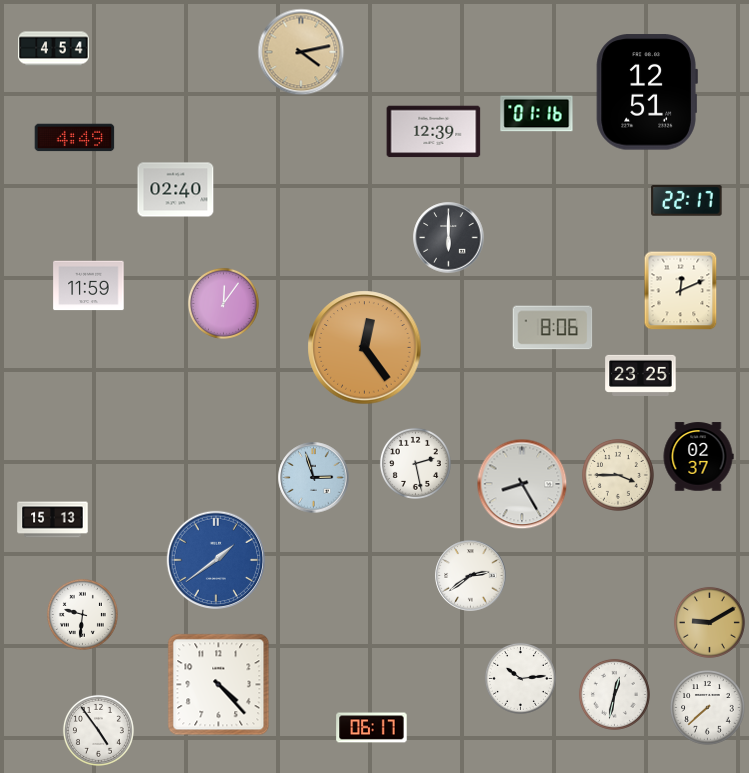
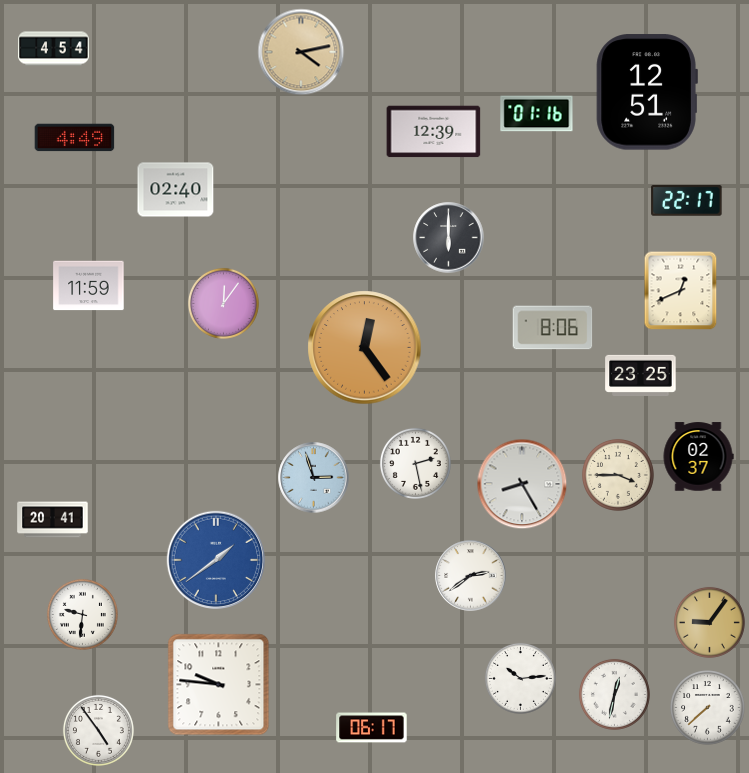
clock at (681, 291): 12:11 -> 12:41
clock at (53, 520): 15:13 -> 20:41
clock at (709, 622): 9:10 -> 9:06
clock at (219, 685): 4:23 -> 9:46
